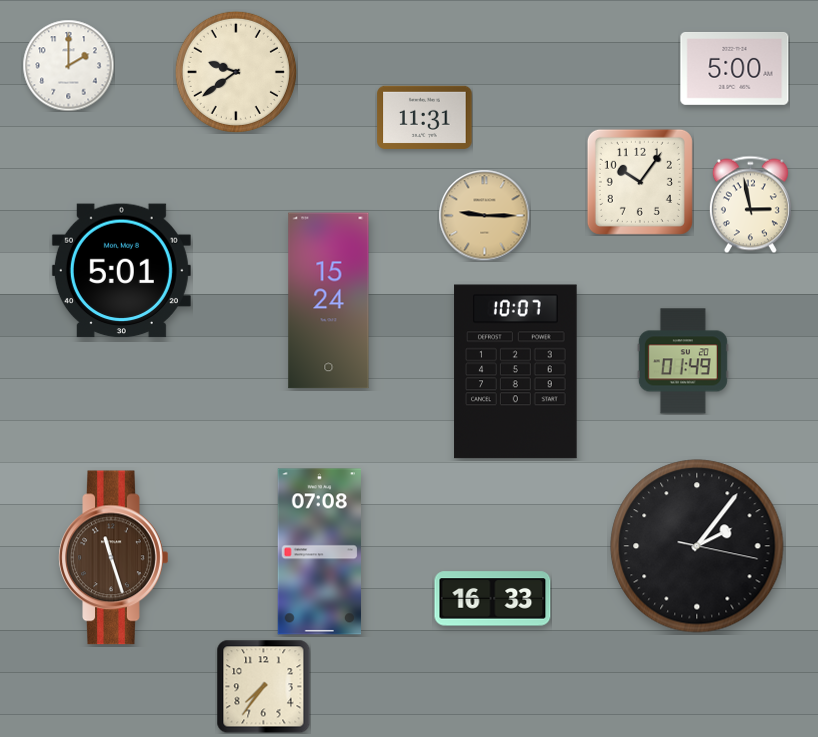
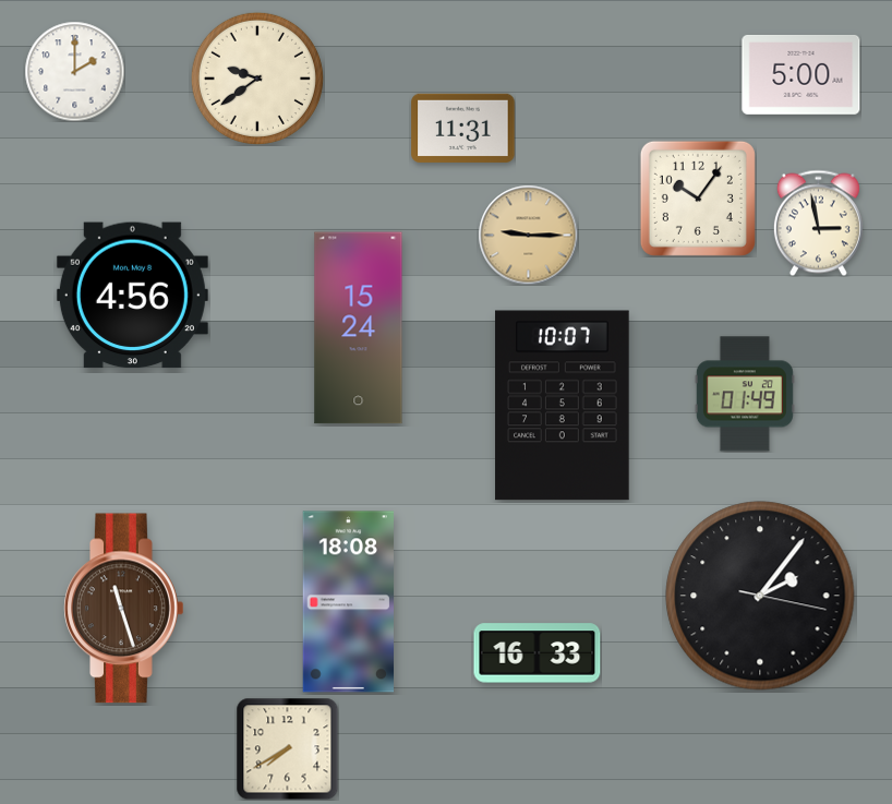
clock at (121, 271): 5:01 -> 4:56
clock at (319, 552): 07:08 -> 18:08
clock at (263, 686): 7:36 -> 7:40
